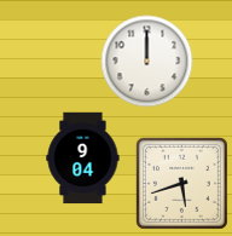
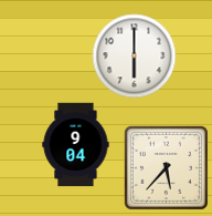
clock at (147, 62): 12:00 -> 6:00
clock at (181, 183): 5:42 -> 5:37
